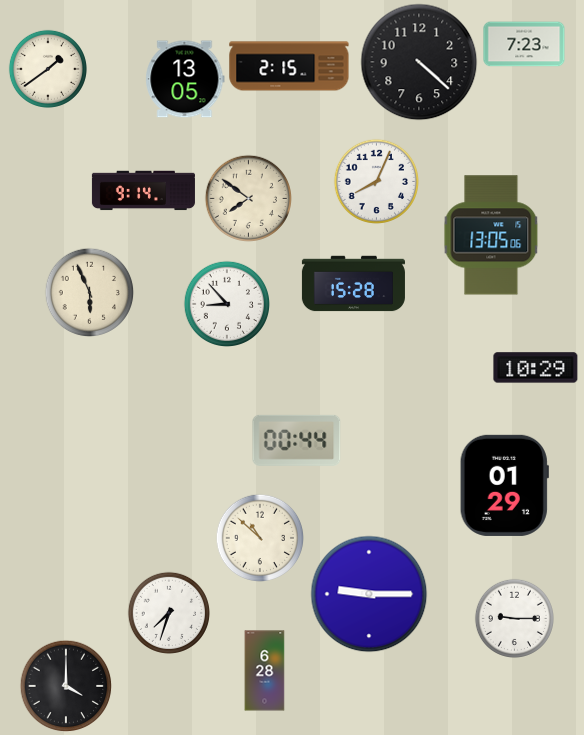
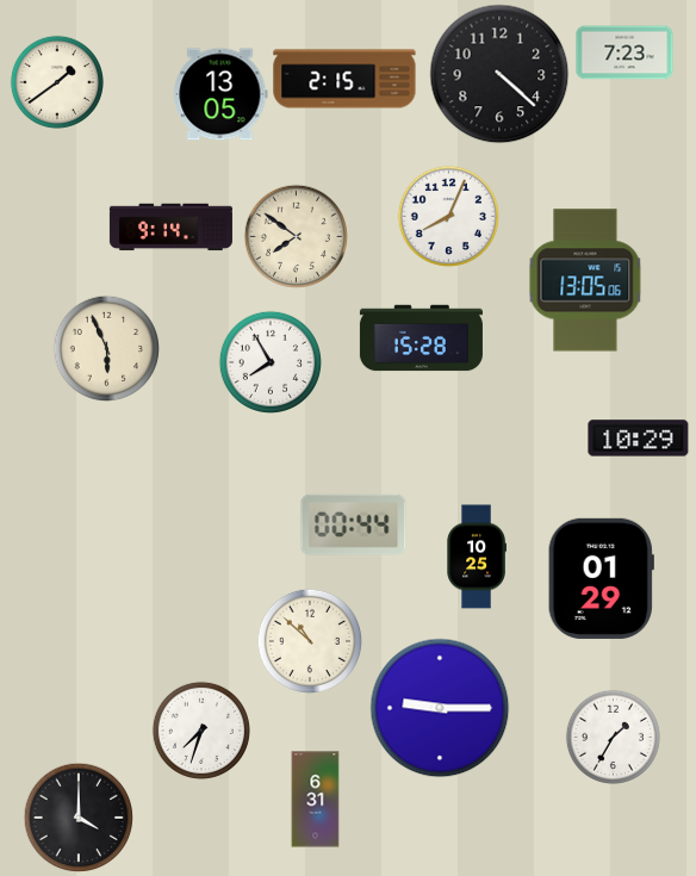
clock at (226, 303): 8:53 -> 7:55
clock at (477, 557): none -> 10:25
clock at (514, 618): 9:15 -> 1:35
clock at (265, 671): 6:28 -> 6:31
